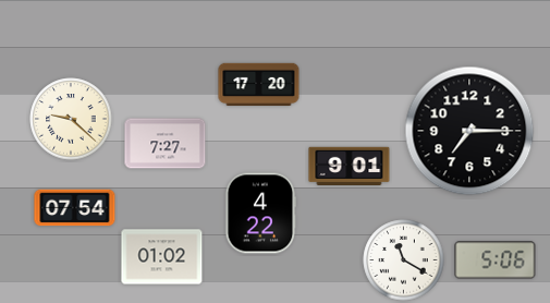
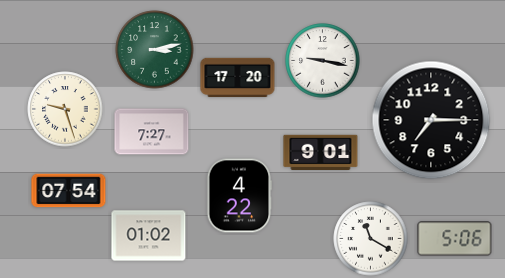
clock at (155, 50): none -> 3:13
clock at (323, 61): none -> 9:17
clock at (71, 119): 9:22 -> 9:27
